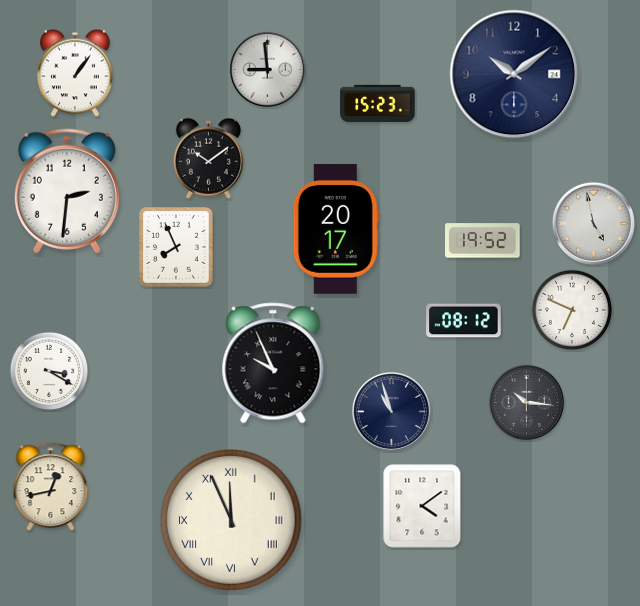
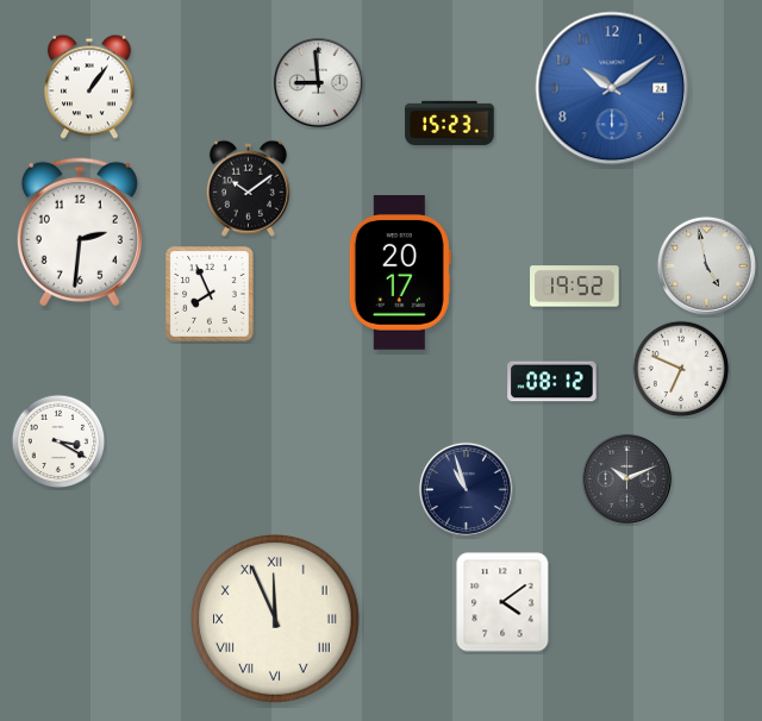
clock at (514, 74) dial: navy -> blue
clock at (67, 191) position: (67, 191) -> (80, 232)
clock at (273, 363): 9:56 -> none
clock at (526, 402): 10:16 -> 10:11
clock at (51, 487): 12:43 -> none
